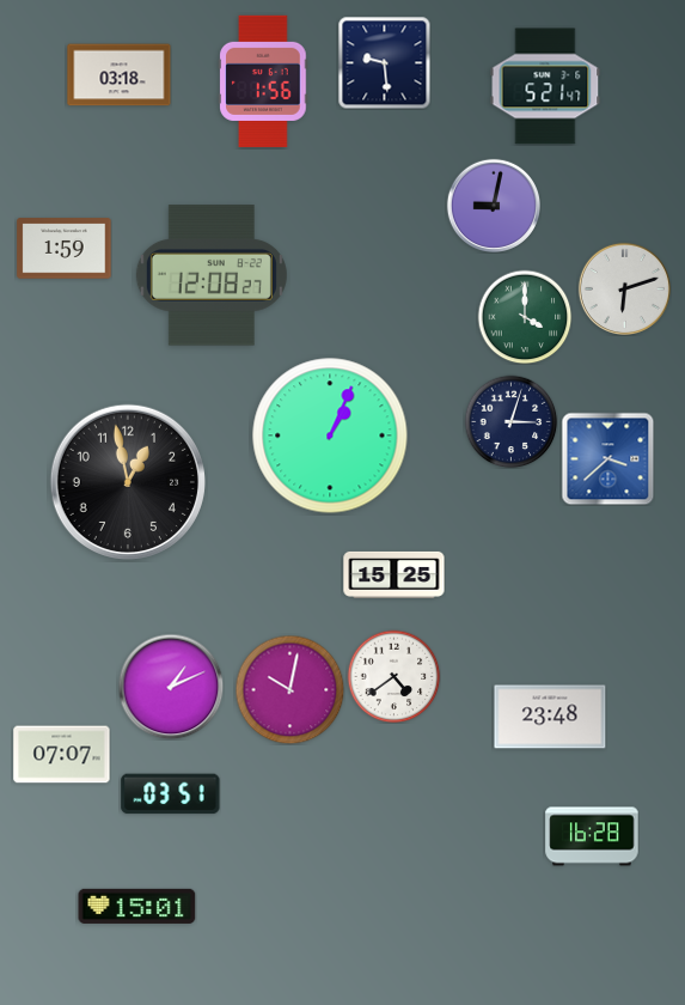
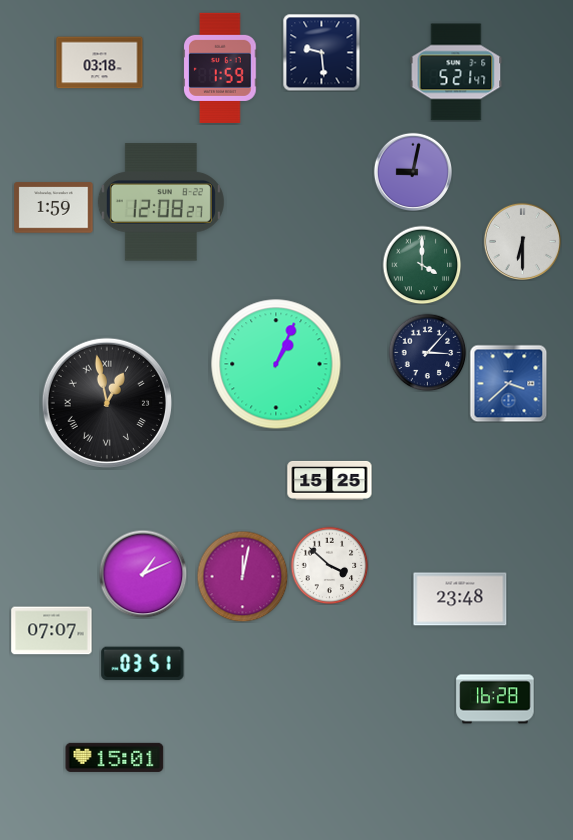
clock at (263, 81): 1:56 -> 1:59
clock at (212, 275) position: (212, 275) -> (161, 202)
clock at (624, 288): 6:12 -> 6:30
clock at (525, 317) position: (525, 317) -> (422, 265)
clock at (510, 421): 3:03 -> 3:07
clock at (127, 482) numerals: Arabic -> Roman
clock at (393, 676): 4:39 -> 3:52
clock at (289, 689): 10:02 -> 12:02
